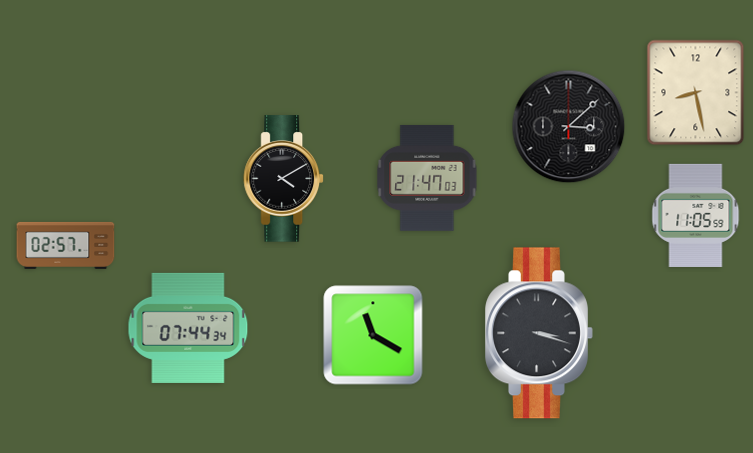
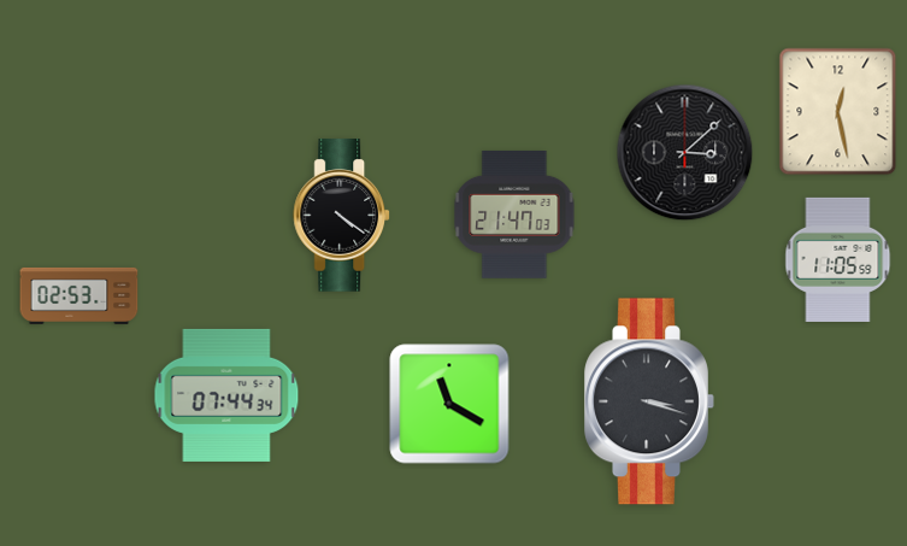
clock at (696, 93): 8:28 -> 12:28
clock at (283, 179): 4:10 -> 4:21
clock at (66, 245): 02:57 -> 02:53
